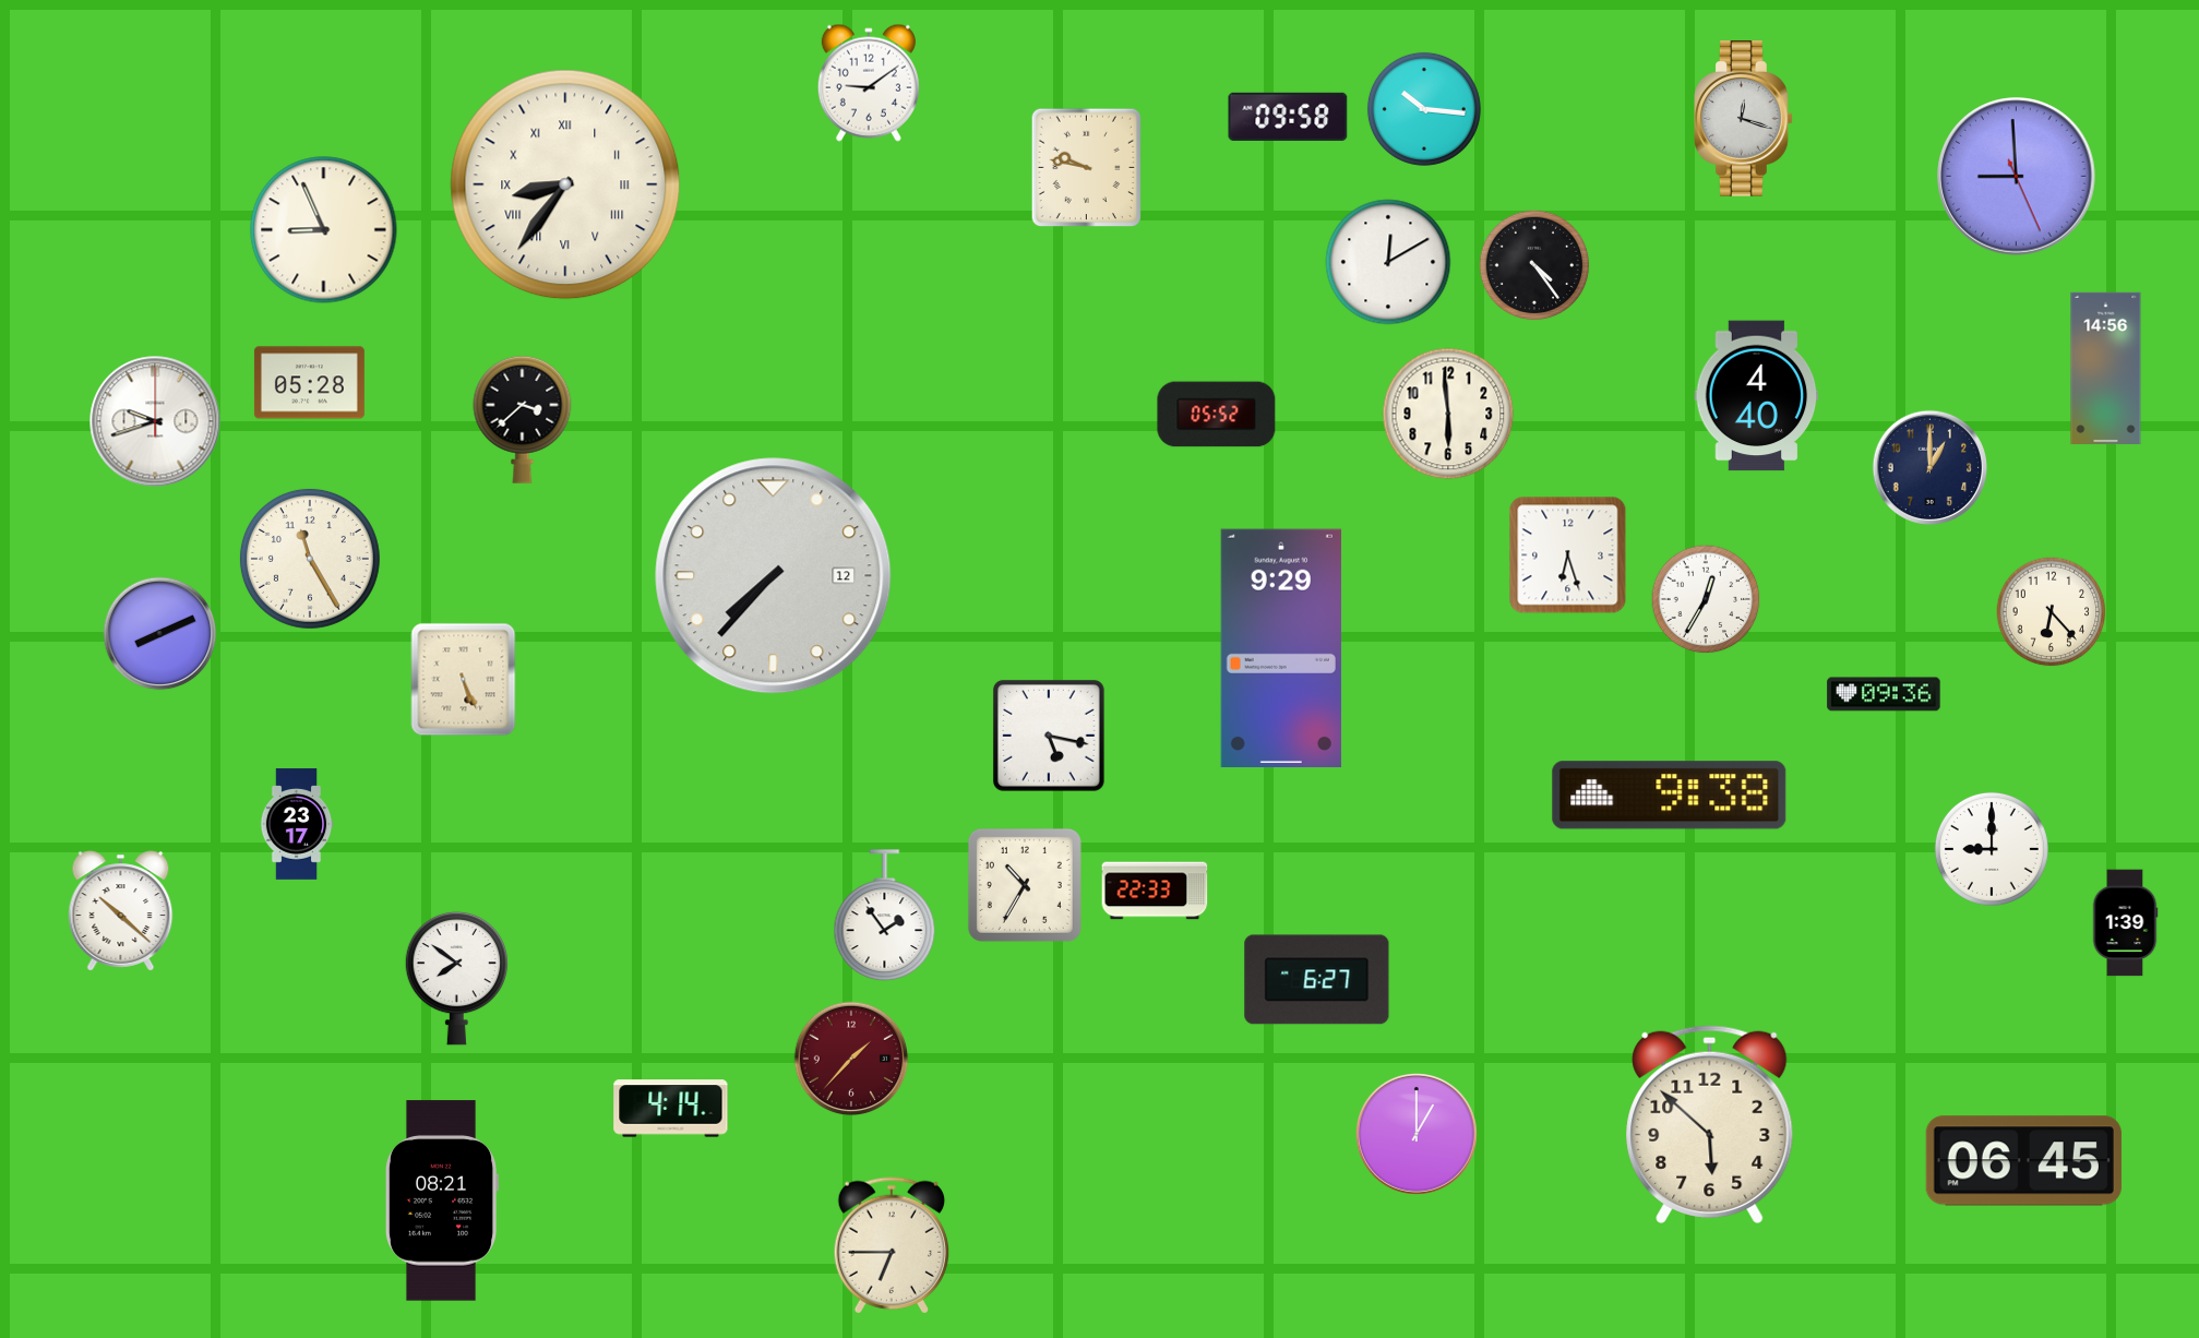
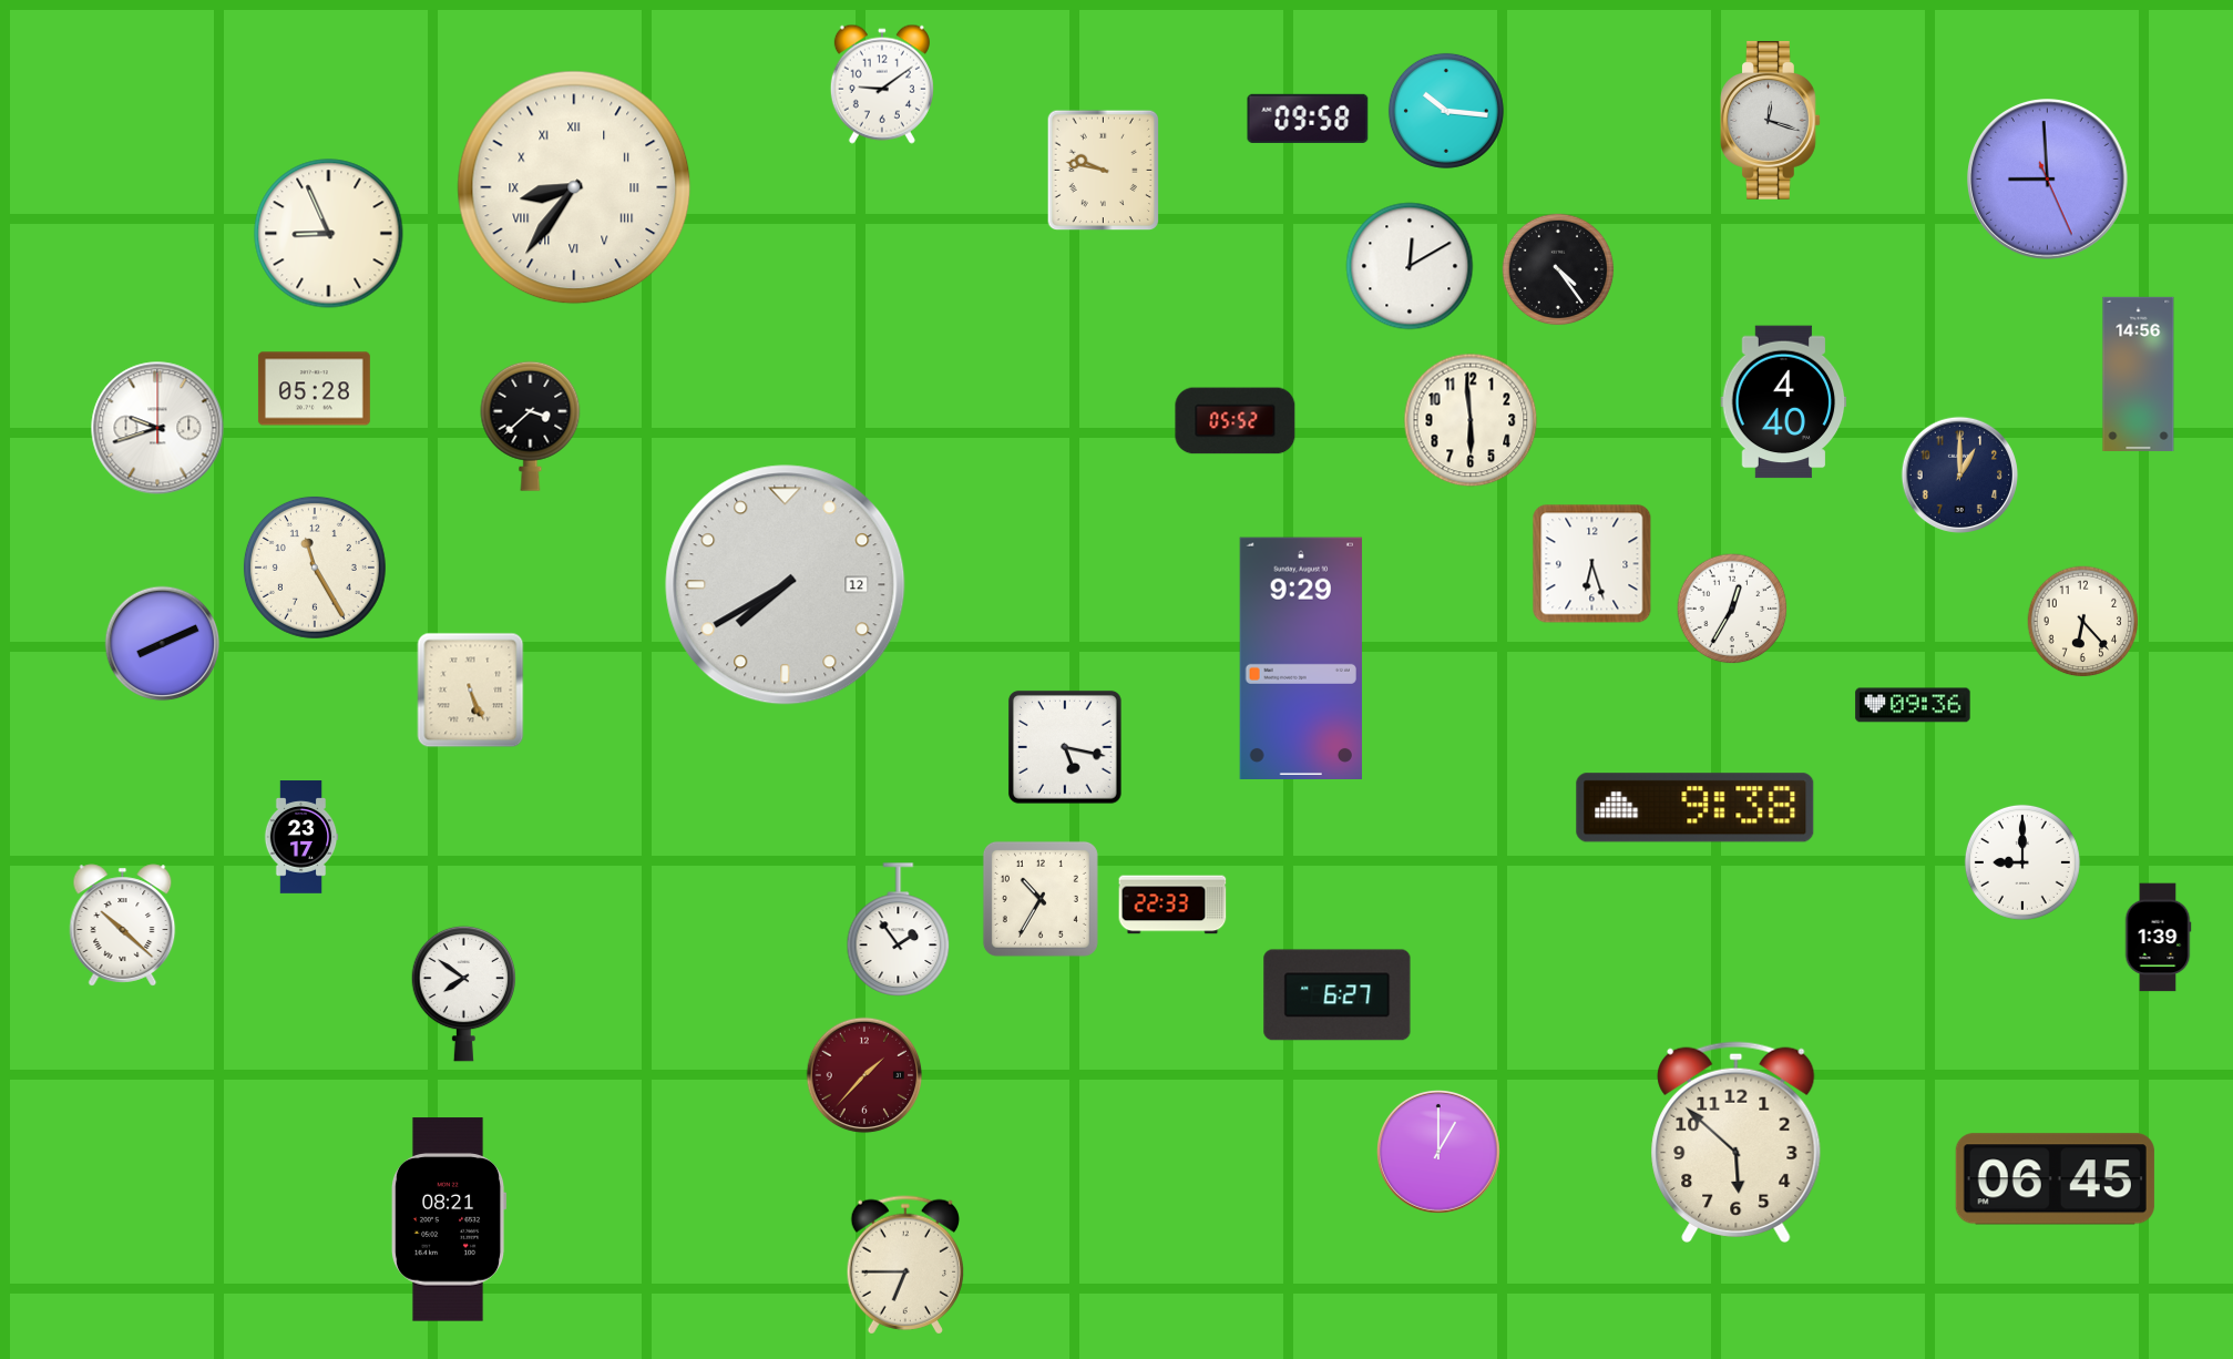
clock at (774, 576): 7:37 -> 7:40
clock at (671, 1109): 4:14 -> none
